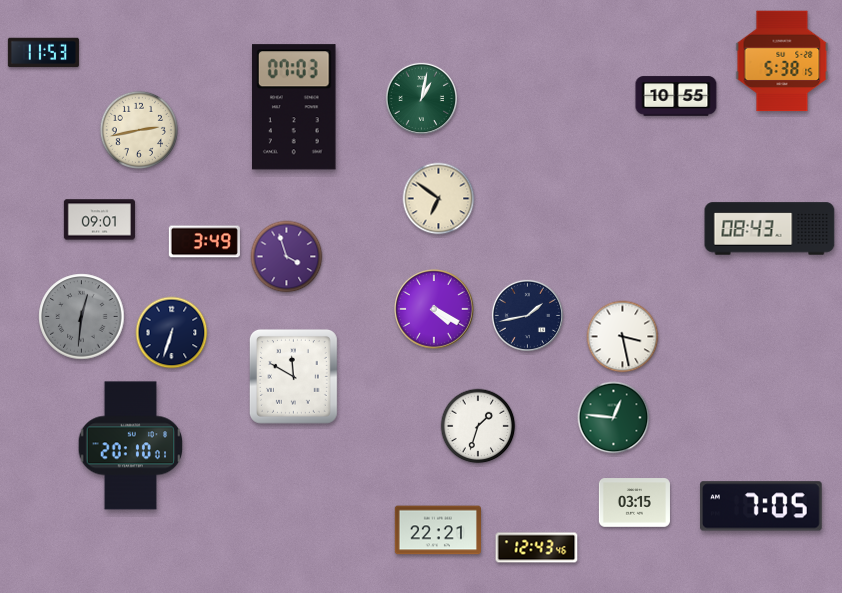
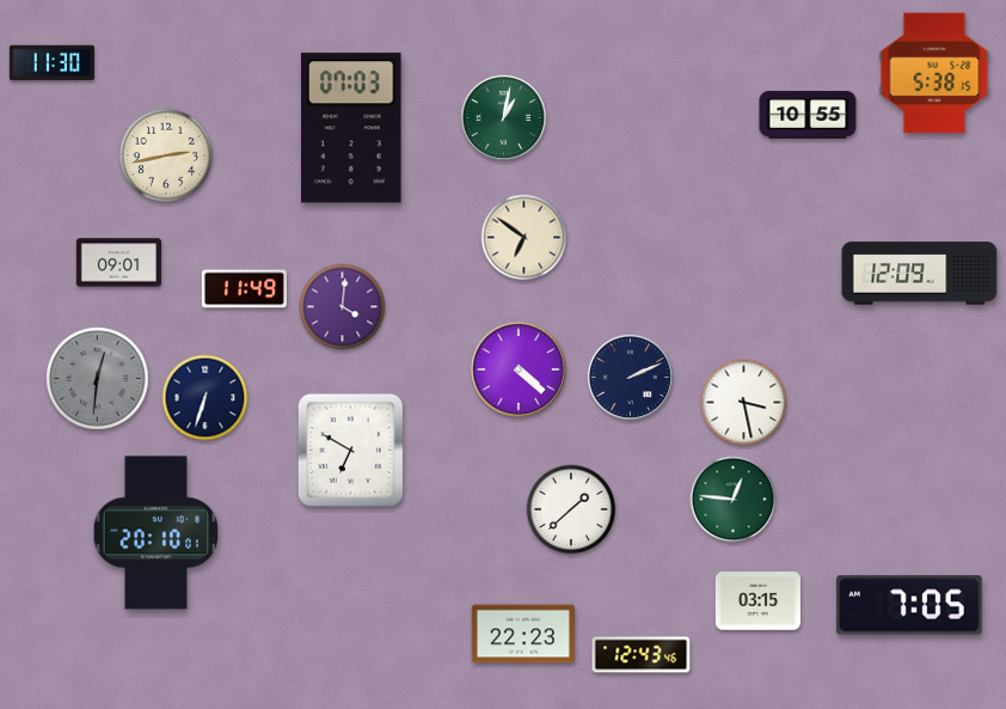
clock at (43, 53): 11:53 -> 11:30
clock at (770, 229): 08:43 -> 12:09
clock at (204, 242): 3:49 -> 11:49
clock at (287, 257): 3:57 -> 4:01
clock at (435, 310): 4:20 -> 4:22
clock at (527, 315): 1:43 -> 2:11
clock at (293, 376): 11:50 -> 6:50
clock at (478, 426): 1:33 -> 1:38
clock at (437, 530): 22:21 -> 22:23
